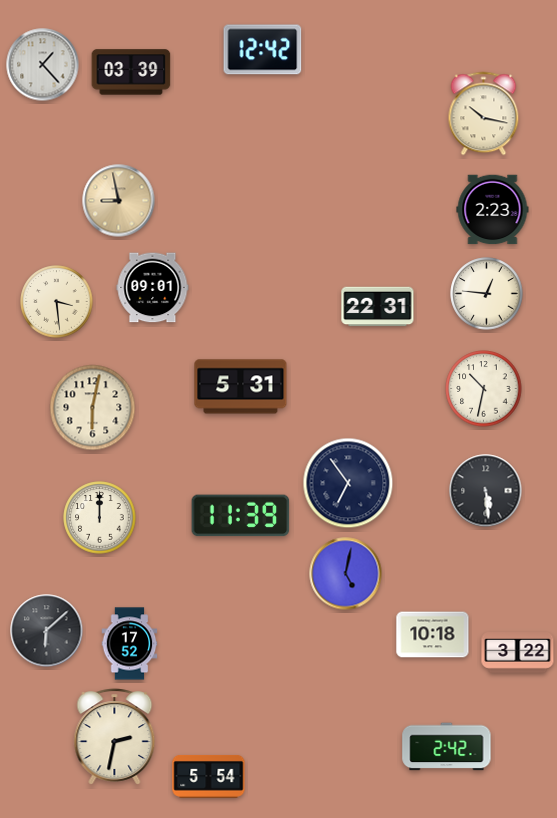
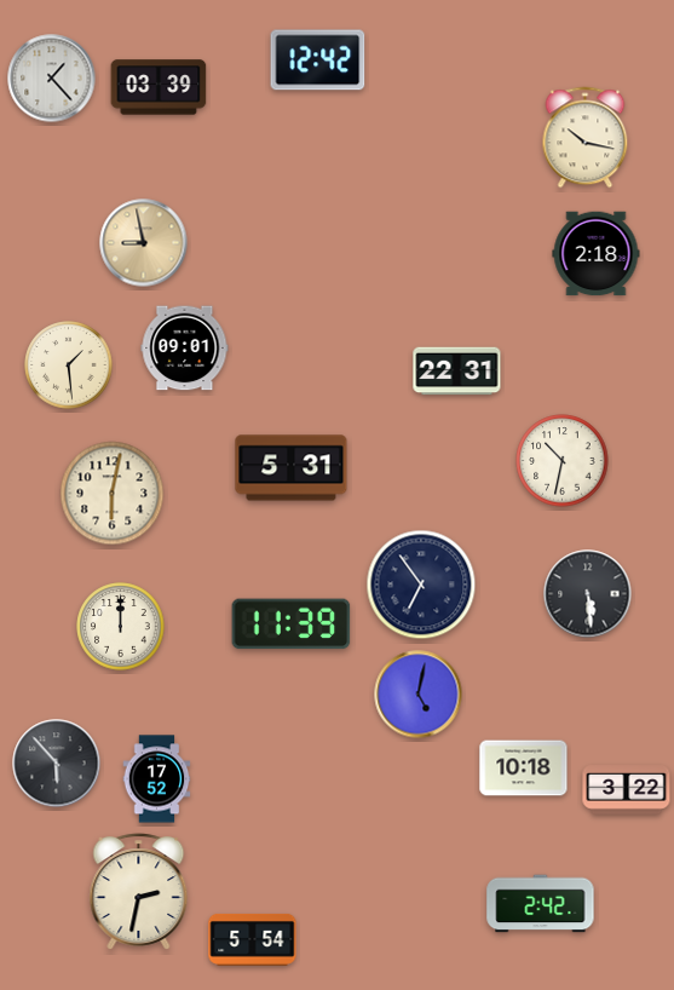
clock at (493, 210): 2:23 -> 2:18
clock at (487, 294): 12:46 -> none
clock at (57, 302): 3:29 -> 1:29
clock at (484, 389) position: (484, 389) -> (563, 461)
clock at (47, 631): 6:08 -> 5:53
